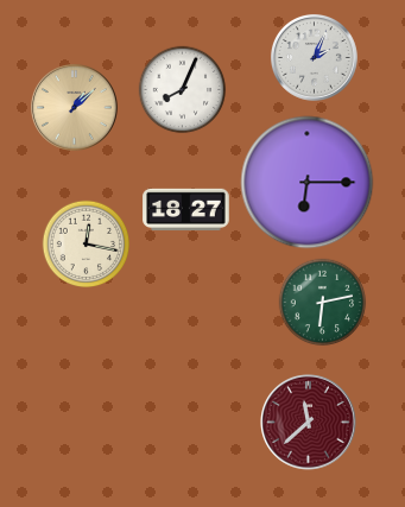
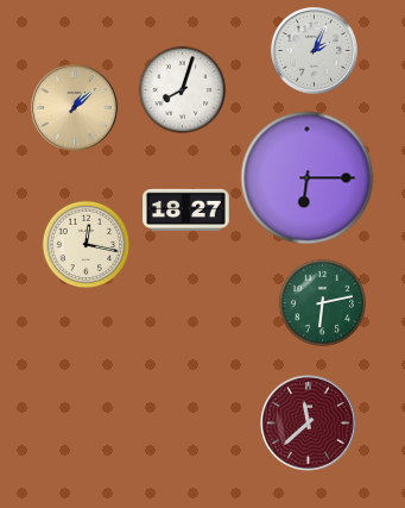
clock at (314, 57) position: (314, 57) -> (314, 50)
clock at (183, 90): 8:04 -> 8:03
clock at (308, 183) position: (308, 183) -> (308, 178)
